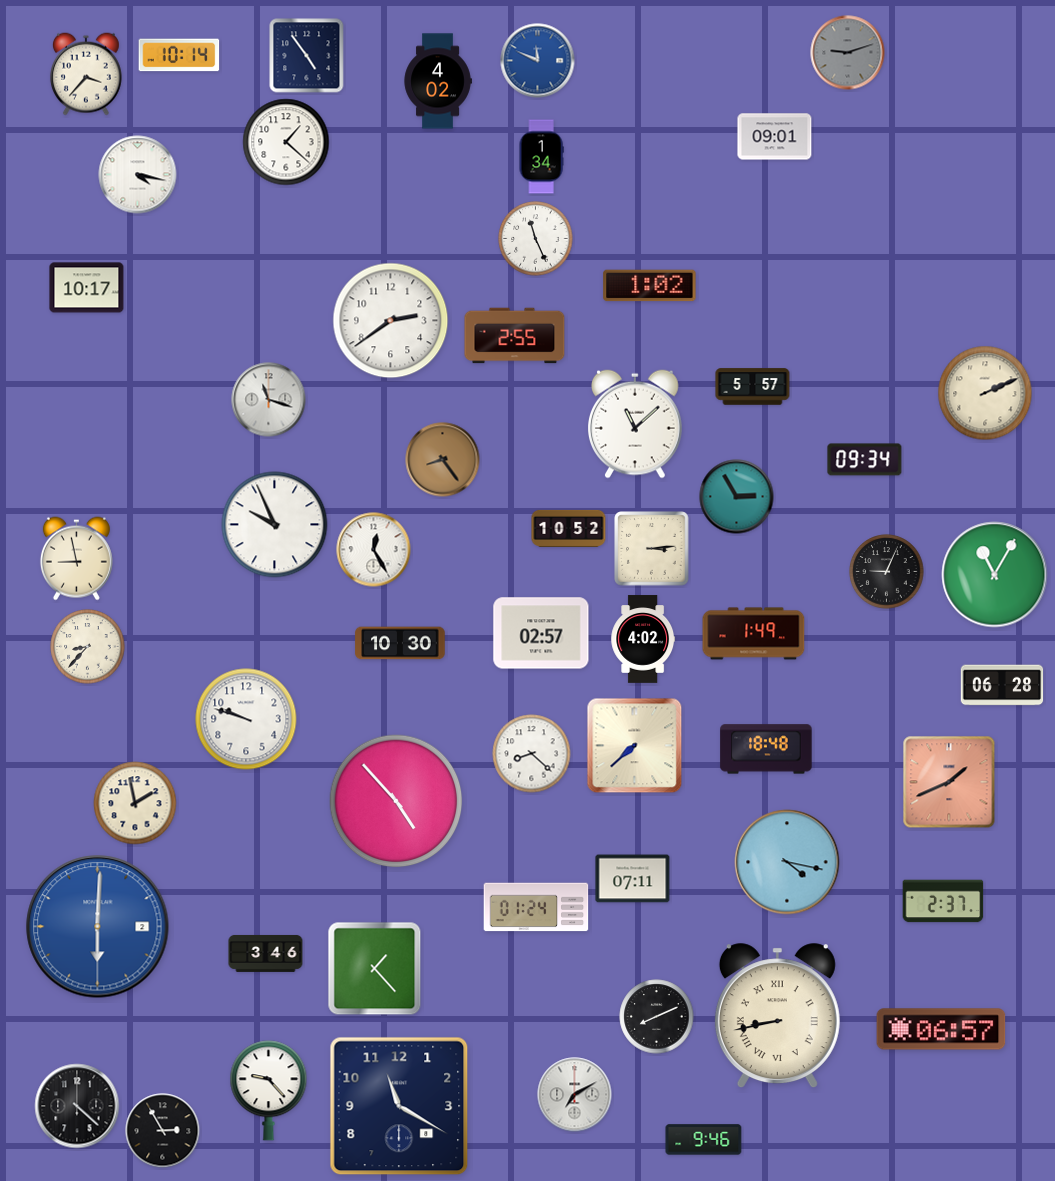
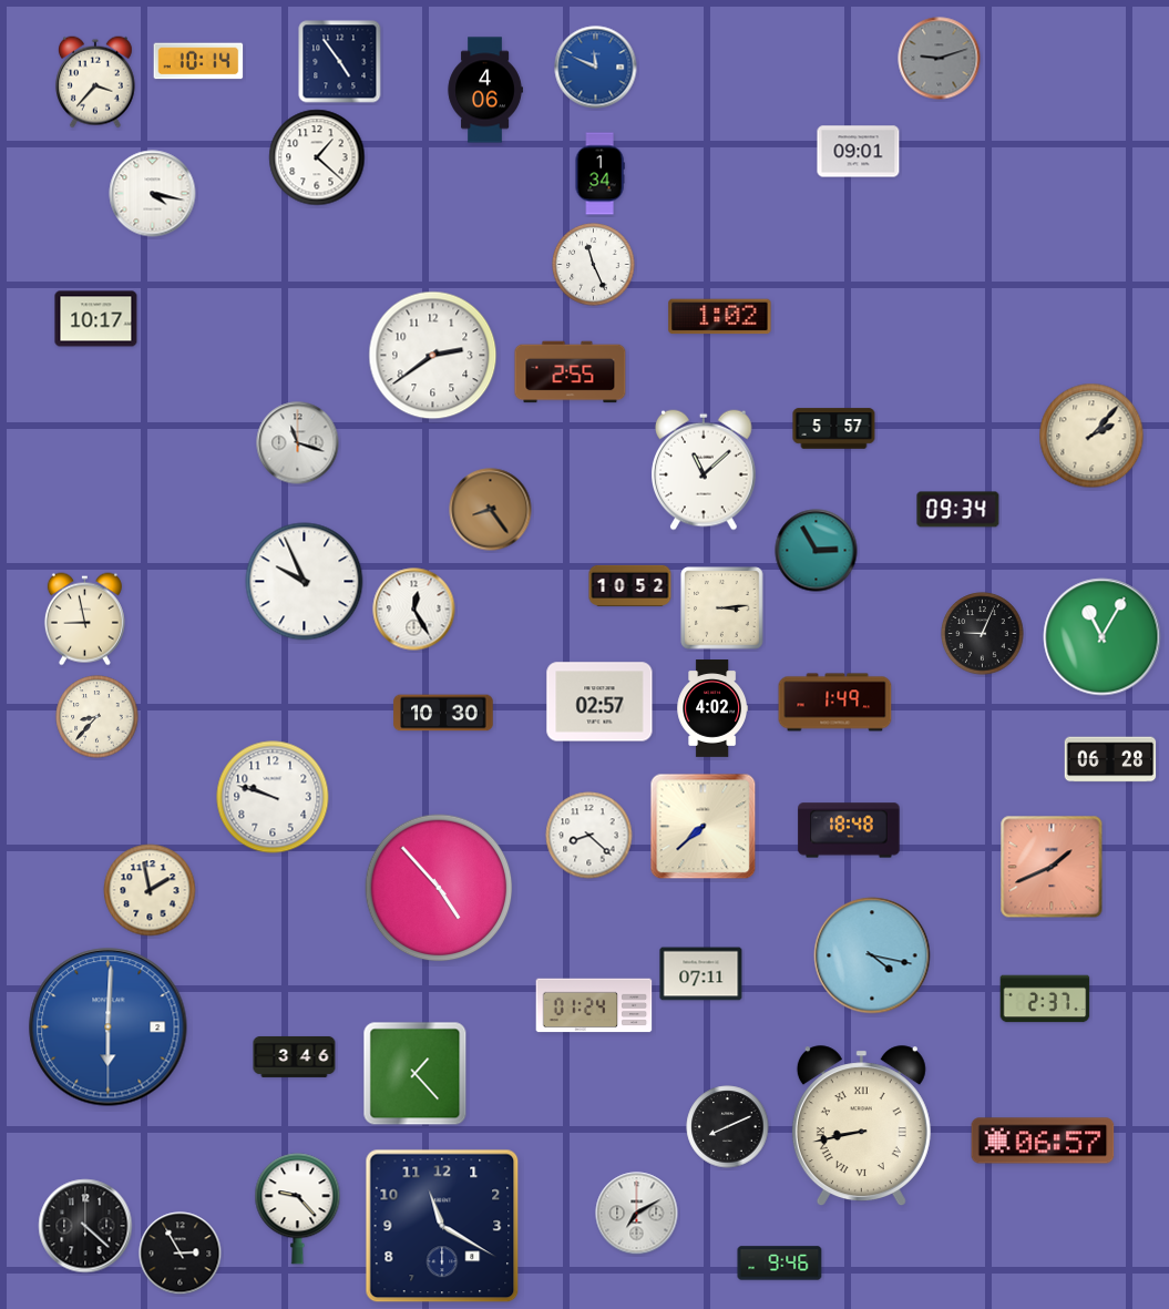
clock at (438, 81): 4:02 -> 4:06
clock at (985, 393): 2:11 -> 2:07
